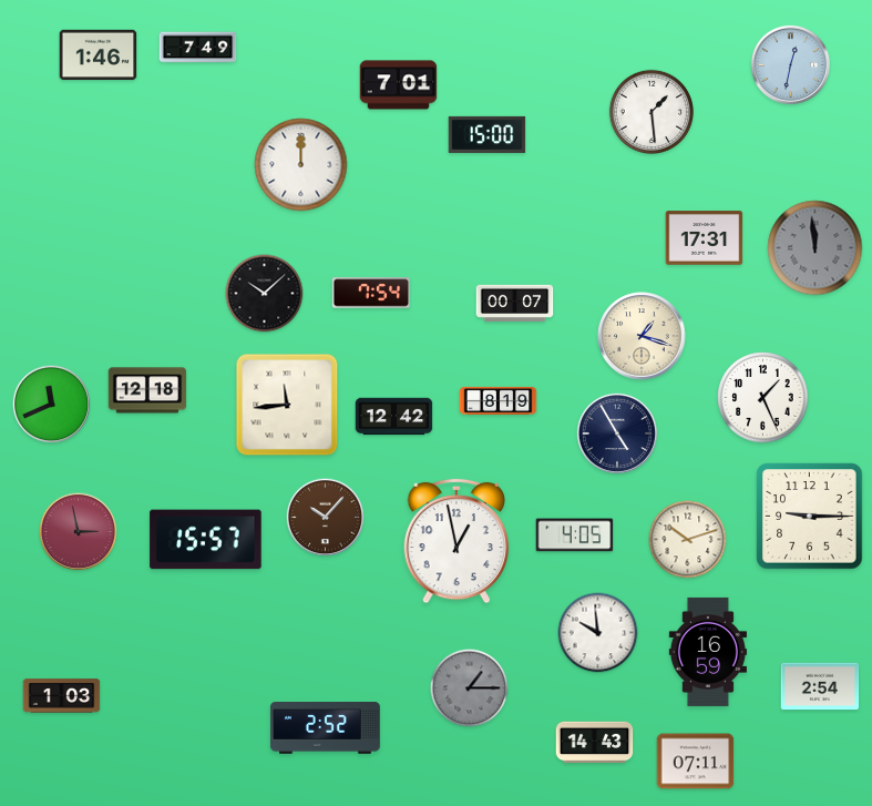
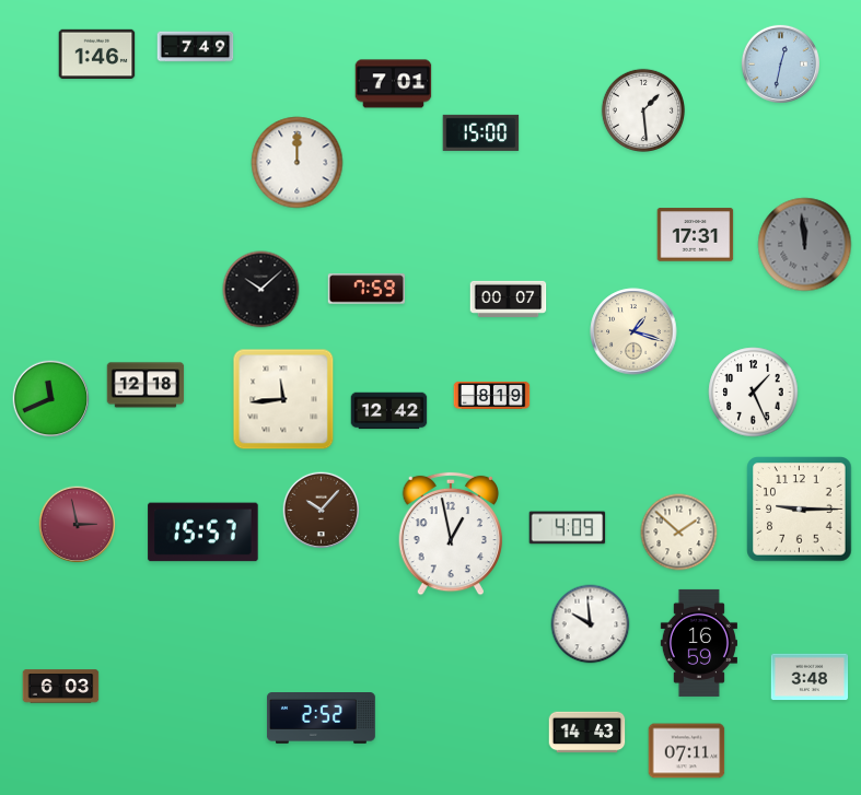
clock at (371, 293): 7:54 -> 7:59
clock at (617, 433): 4:55 -> none
clock at (575, 535): 4:05 -> 4:09
clock at (688, 540): 10:12 -> 1:52
clock at (820, 686): 2:54 -> 3:48
clock at (470, 688): 1:15 -> none
clock at (62, 696): 1:03 -> 6:03
